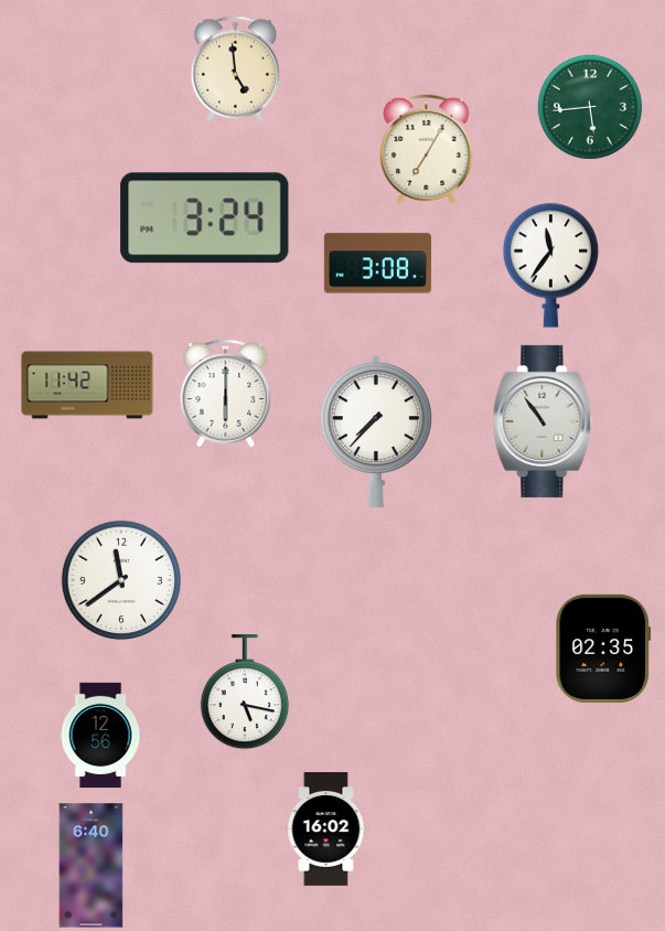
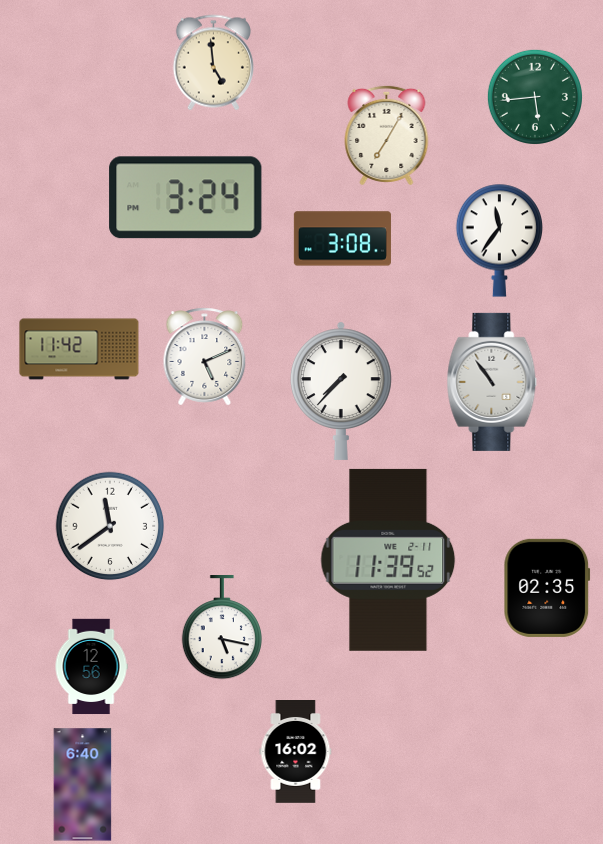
clock at (226, 394): 6:00 -> 5:11
clock at (388, 560): none -> 11:39
